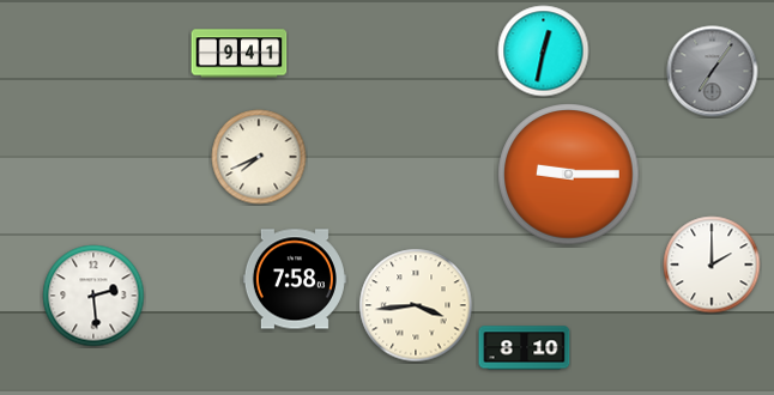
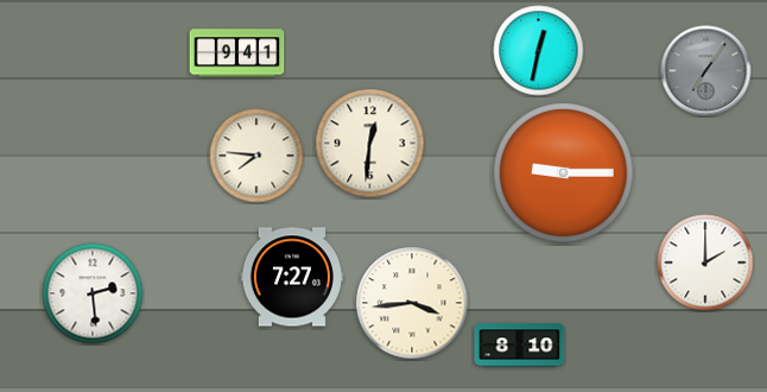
clock at (370, 144): none -> 12:31
clock at (259, 157): 7:41 -> 7:46
clock at (295, 279): 7:58 -> 7:27
